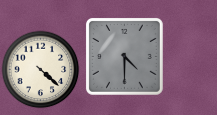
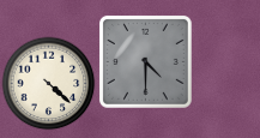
clock at (124, 56) position: (124, 56) -> (145, 61)
